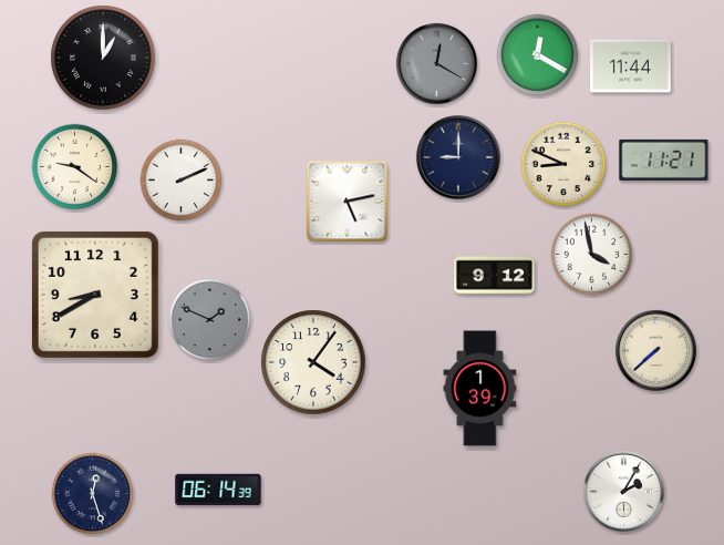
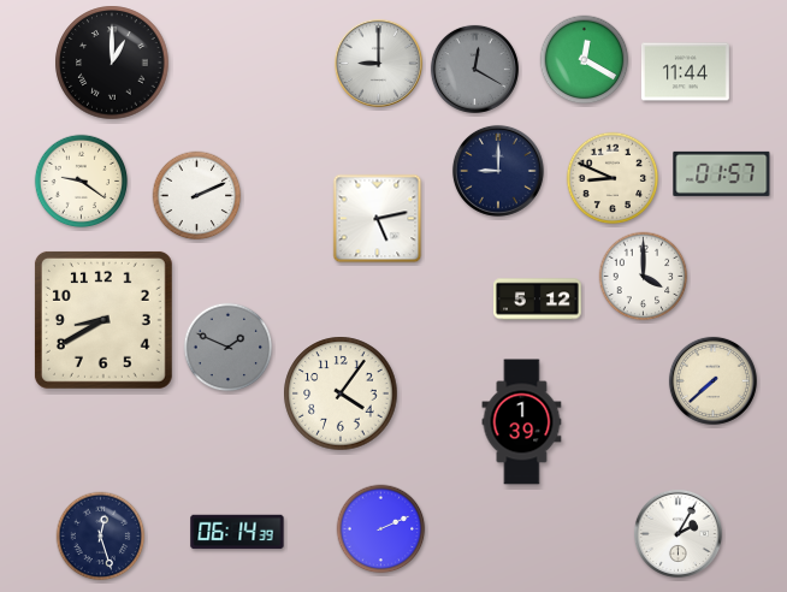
clock at (378, 63): none -> 9:00
clock at (664, 160): 11:21 -> 01:57
clock at (592, 255): 3:58 -> 4:00
clock at (495, 276): 9:12 -> 5:12
clock at (381, 529): none -> 2:11
